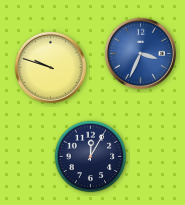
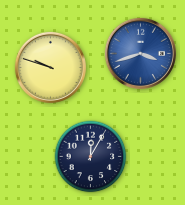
clock at (140, 53): 3:34 -> 3:42
